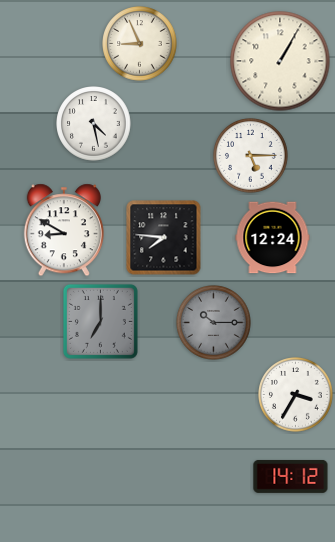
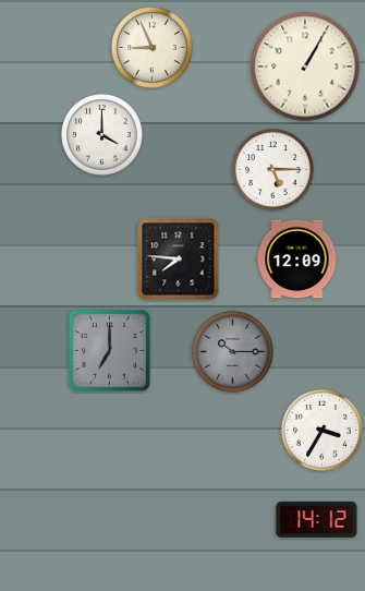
clock at (94, 124): 4:28 -> 4:00
clock at (64, 230): 8:50 -> none
clock at (273, 238): 12:24 -> 12:09
